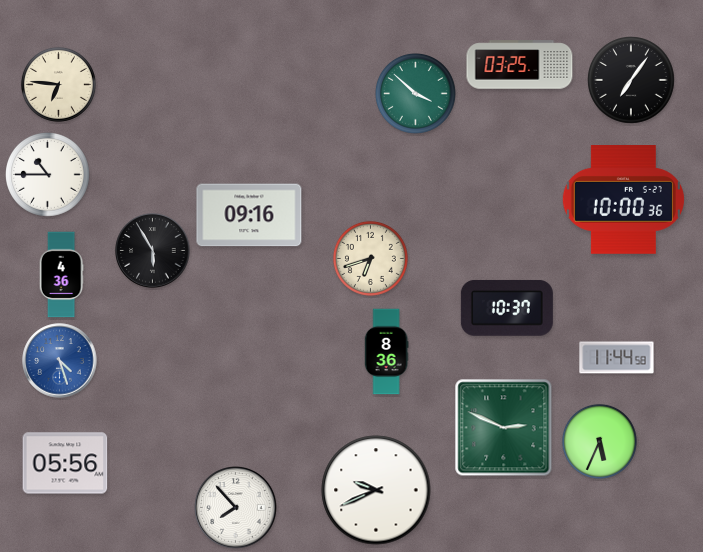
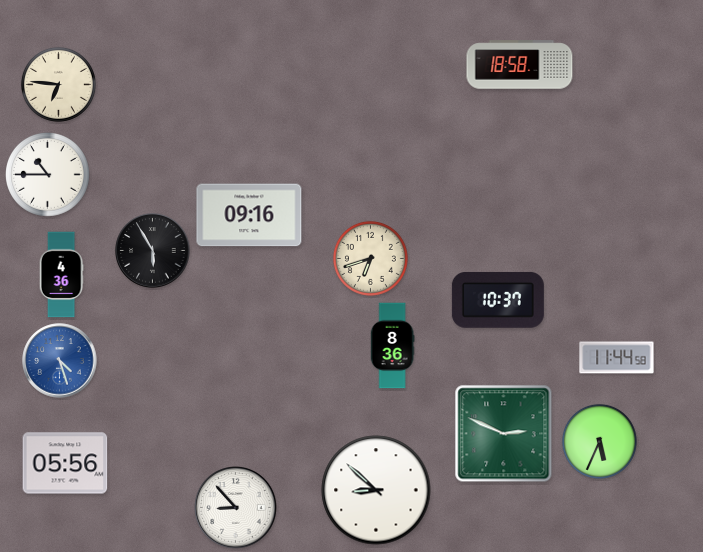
clock at (520, 65): 03:25 -> 18:58
clock at (631, 80): 7:06 -> none
clock at (416, 94): 3:52 -> none
clock at (623, 200): 10:00 -> none
clock at (507, 308) position: (507, 308) -> (498, 300)
clock at (386, 352) position: (386, 352) -> (392, 346)
clock at (504, 428) position: (504, 428) -> (504, 434)
clock at (376, 490): 9:41 -> 8:52
clock at (236, 508): 7:53 -> 8:53
